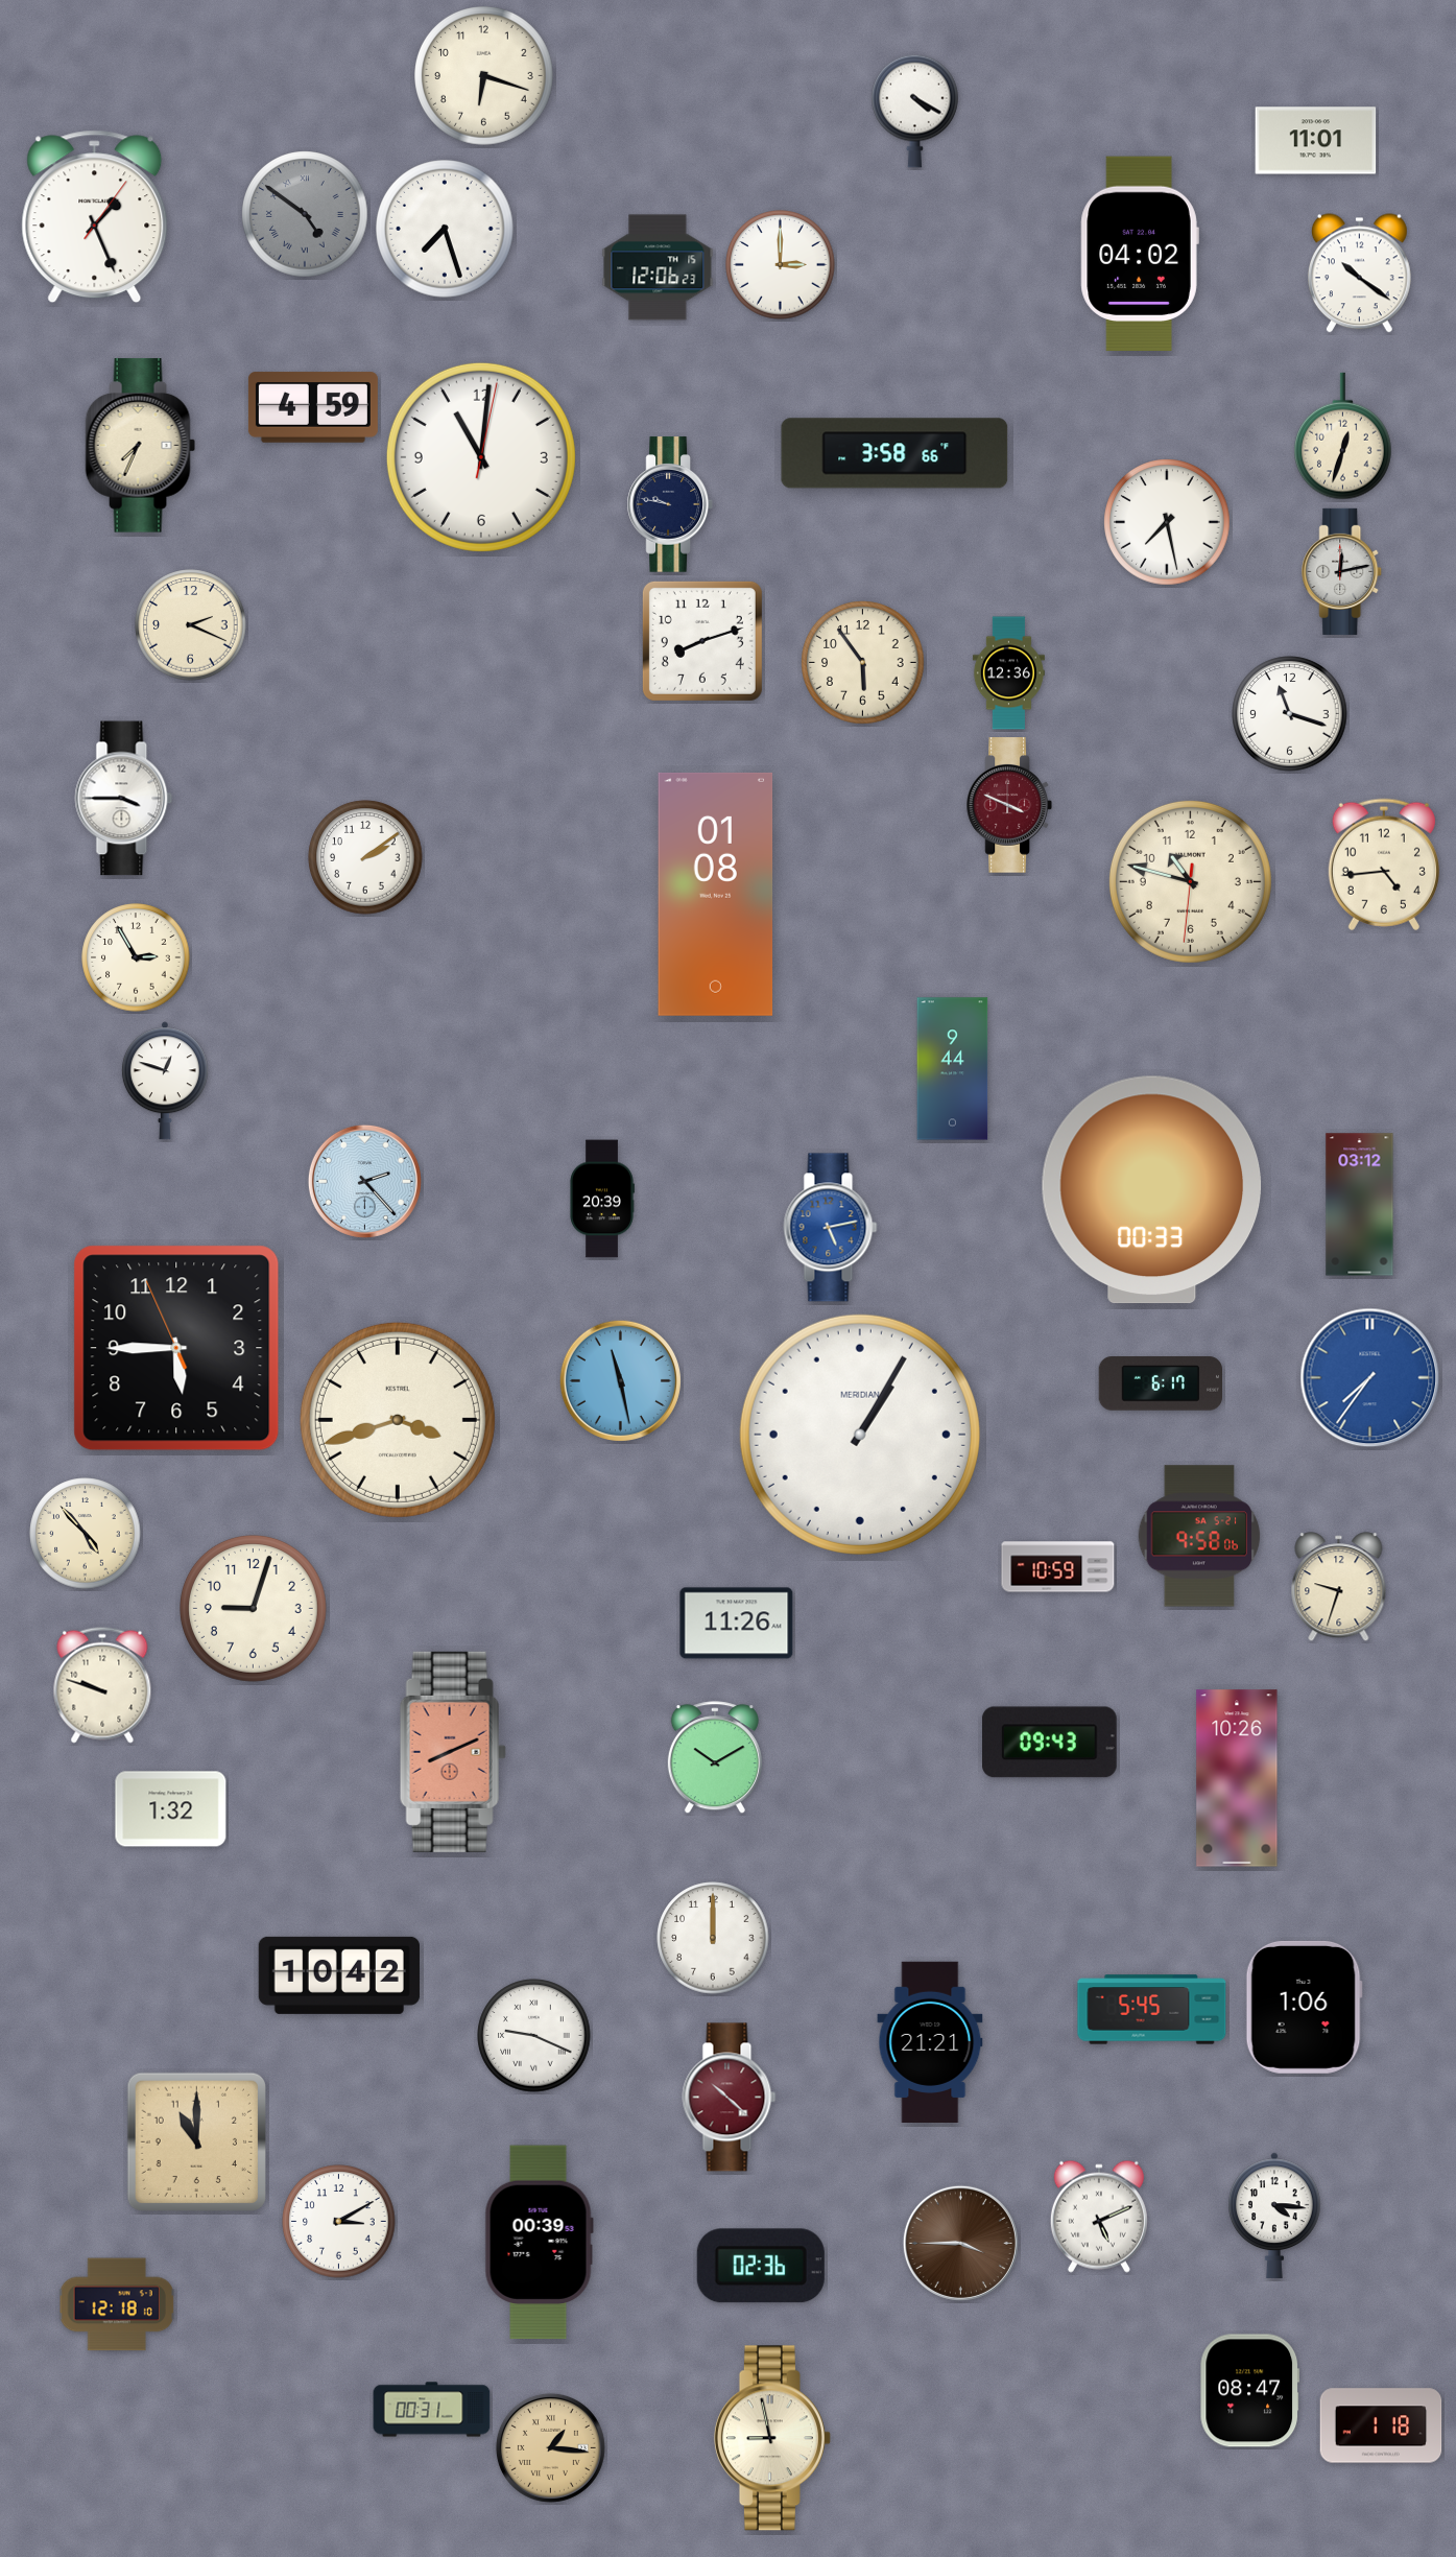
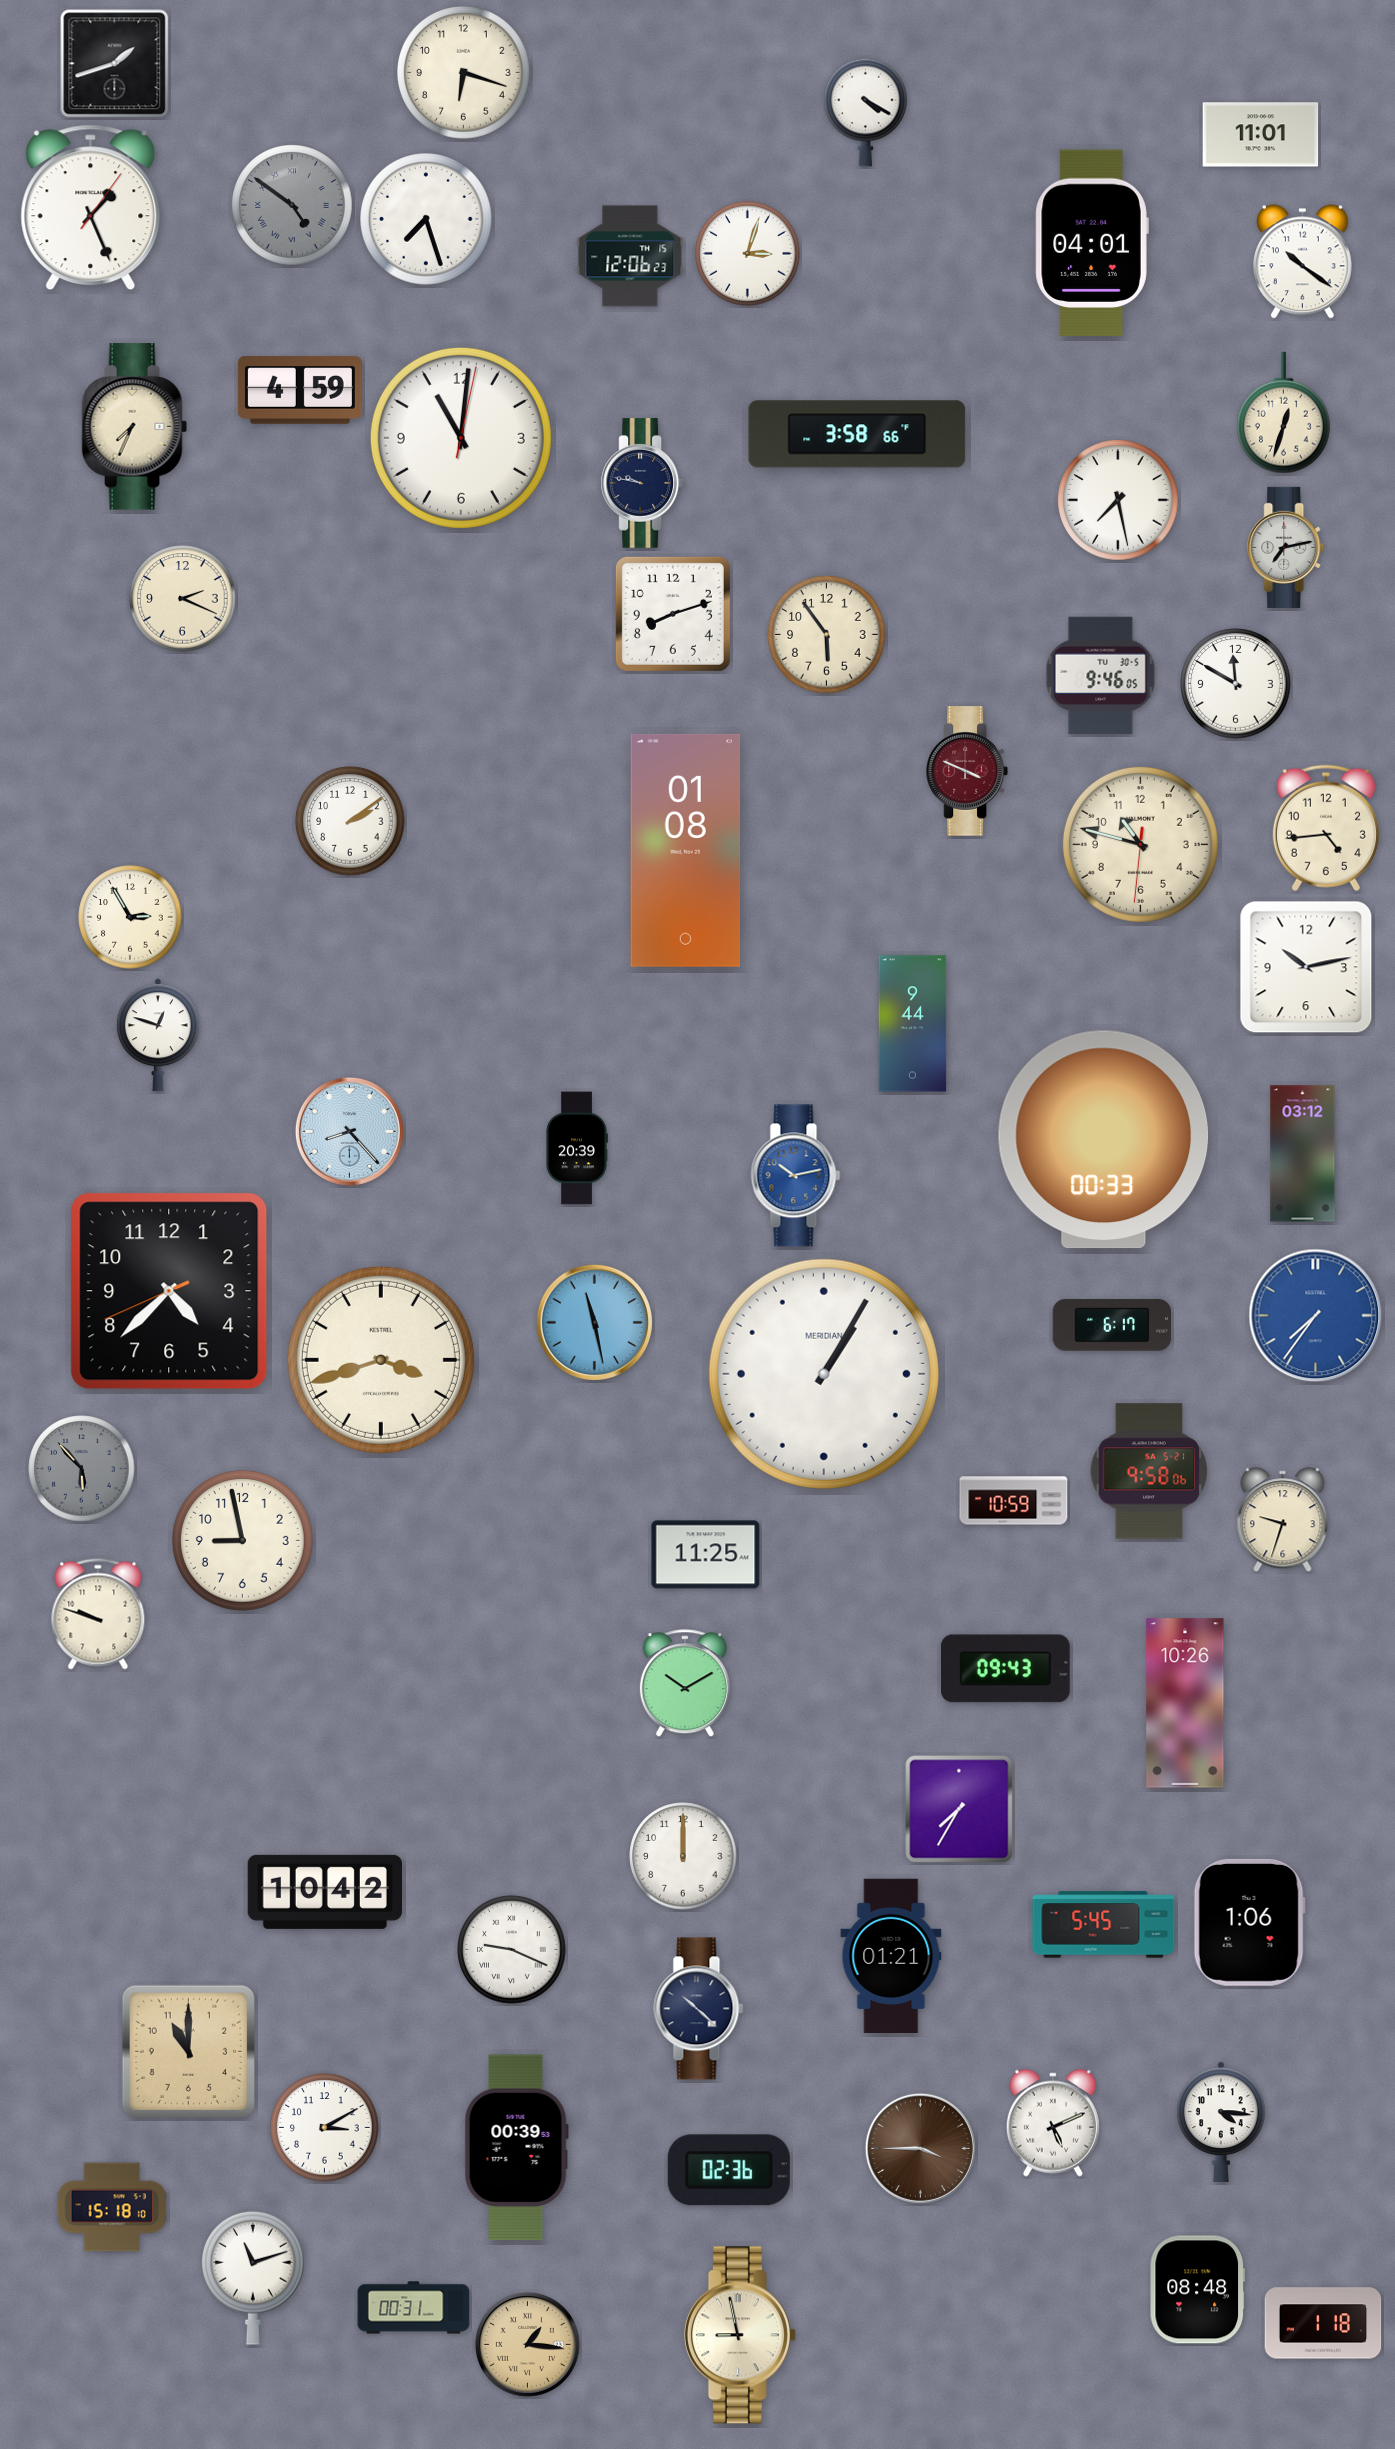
clock at (115, 64): none -> 1:42
clock at (915, 111) position: (915, 111) -> (866, 112)
clock at (1140, 254): 04:02 -> 04:01
clock at (781, 265): 3:00 -> 3:03
clock at (1343, 436) position: (1343, 436) -> (1284, 413)
clock at (1342, 571): 12:13 -> 7:13
clock at (1008, 673): 12:36 -> none
clock at (1101, 676): none -> 9:46
clock at (1290, 714): 11:18 -> 11:50
clock at (124, 799): 3:45 -> none
clock at (716, 894) position: (716, 894) -> (686, 850)
clock at (1306, 967): none -> 10:13
clock at (364, 1181): 2:23 -> 8:23
clock at (831, 1228): 5:13 -> 10:13
clock at (176, 1348): 5:44 -> 4:37
clock at (1370, 1378) position: (1370, 1378) -> (1316, 1316)
clock at (86, 1534): 4:53 -> 5:53
clock at (86, 1534) dial: cream -> grey
clock at (253, 1608): 9:03 -> 8:58
clock at (737, 1624): 11:26 -> 11:25
clock at (453, 1752): 8:11 -> none
clock at (171, 1809): 1:32 -> none
clock at (959, 1809): none -> 7:35
clock at (930, 2041): 21:21 -> 01:21
clock at (730, 2098) dial: burgundy -> navy
clock at (117, 2304): 12:18 -> 15:18
clock at (253, 2278): none -> 11:12
clock at (1249, 2391): 08:47 -> 08:48
